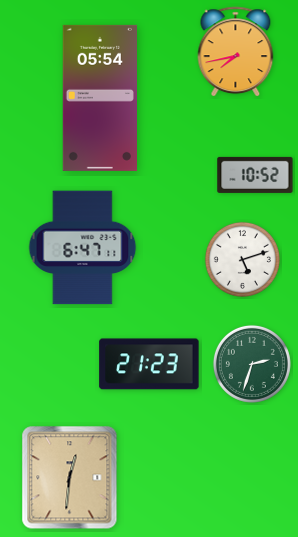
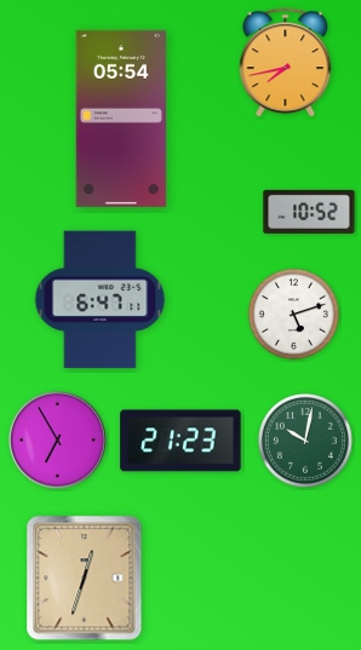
clock at (58, 441): none -> 6:55
clock at (252, 364): 2:33 -> 10:02
clock at (70, 478): 12:31 -> 12:33
